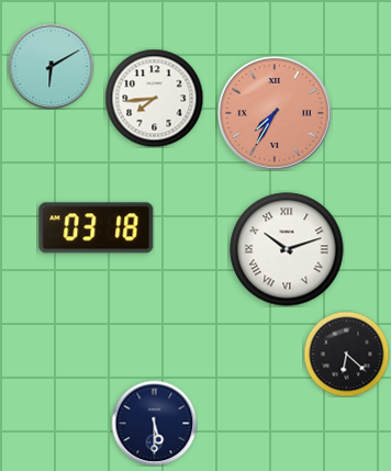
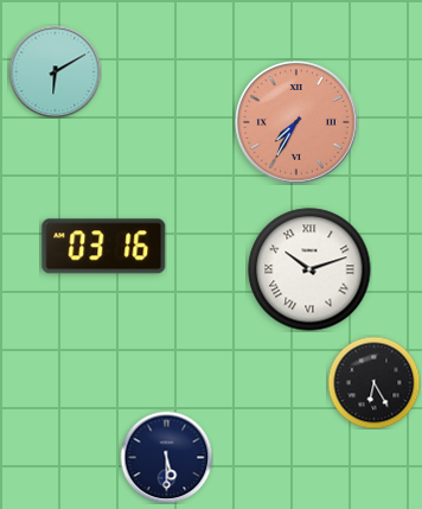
clock at (154, 98): 7:44 -> none
clock at (97, 228): 03:18 -> 03:16
clock at (346, 354): 6:22 -> 6:25
